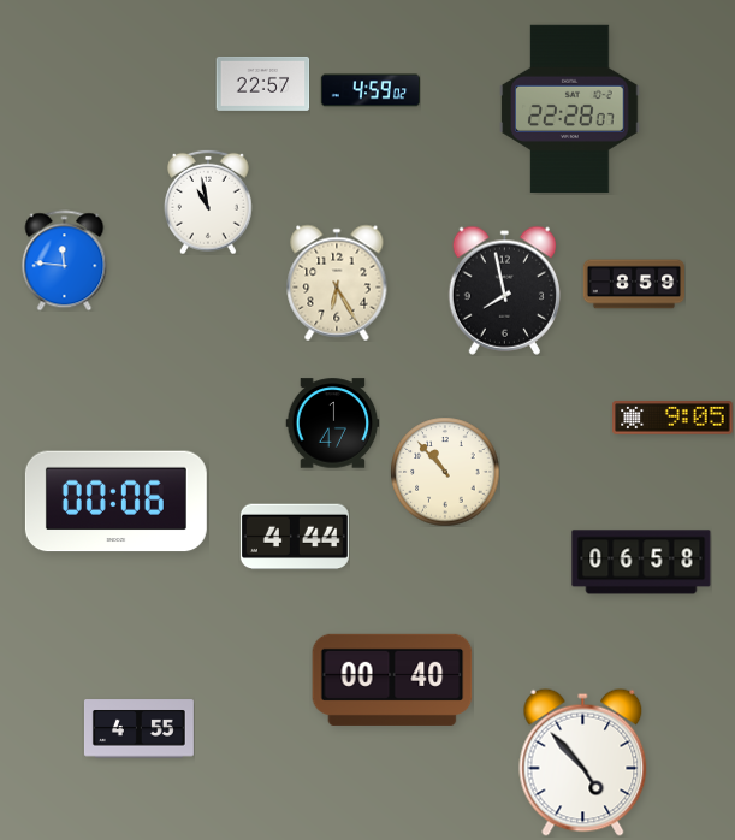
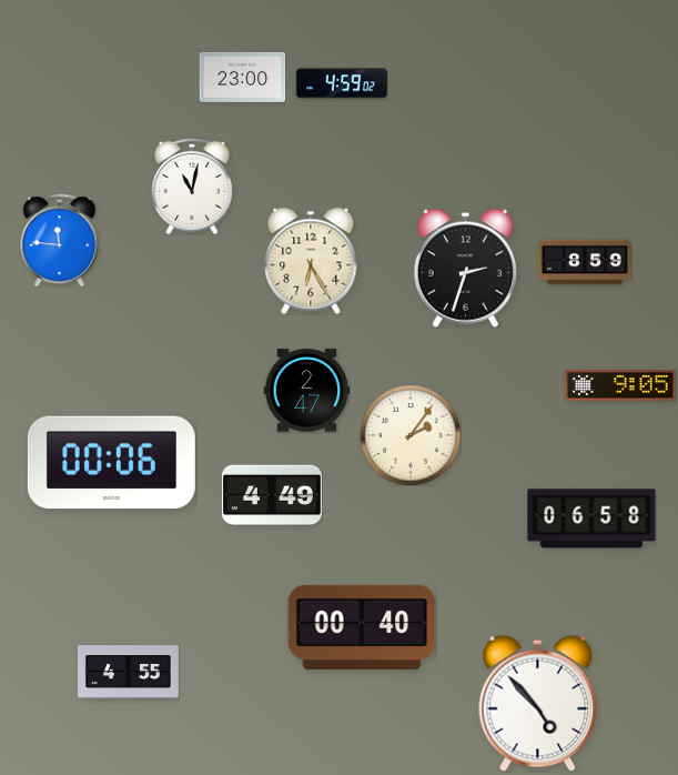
clock at (262, 83): 22:57 -> 23:00
clock at (570, 110): 22:28 -> none
clock at (208, 202): 10:58 -> 11:02
clock at (504, 290): 7:58 -> 2:33
clock at (332, 424): 1:47 -> 2:47
clock at (445, 472): 10:53 -> 2:06
clock at (115, 502) position: (115, 502) -> (111, 463)
clock at (295, 537): 4:44 -> 4:49
